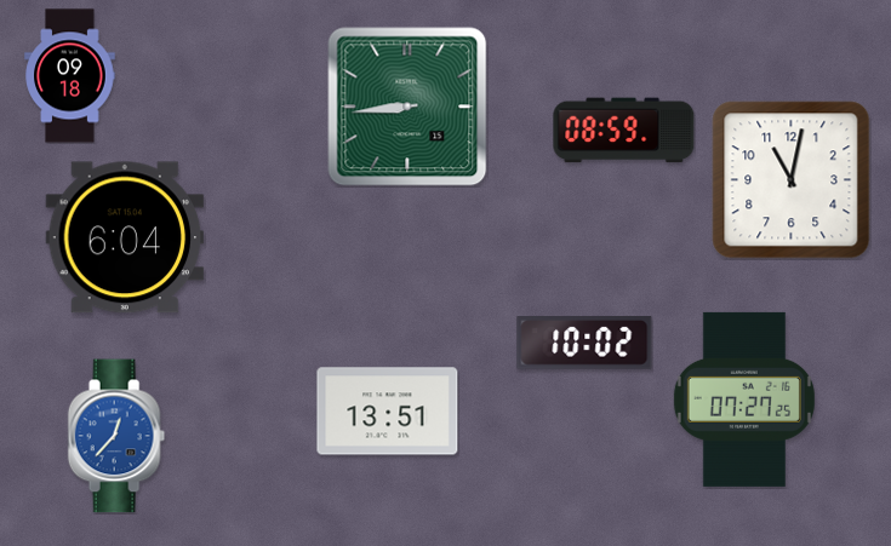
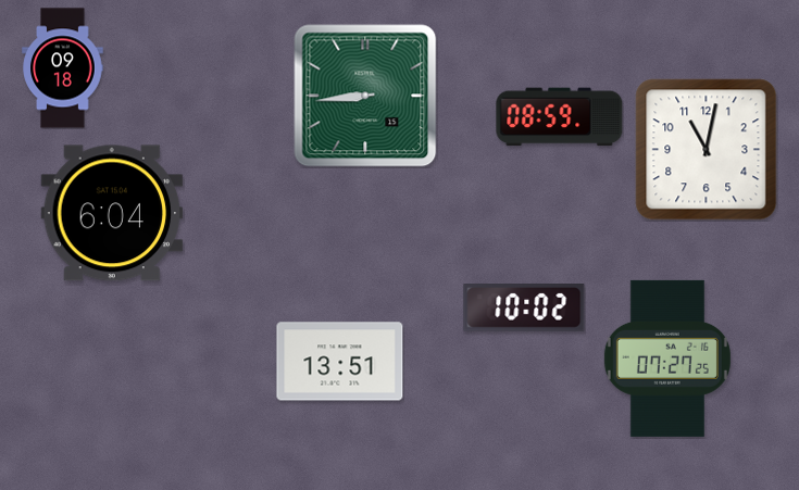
clock at (792, 180) position: (792, 180) -> (707, 150)
clock at (388, 412) position: (388, 412) -> (340, 362)
clock at (116, 436): 12:37 -> none
